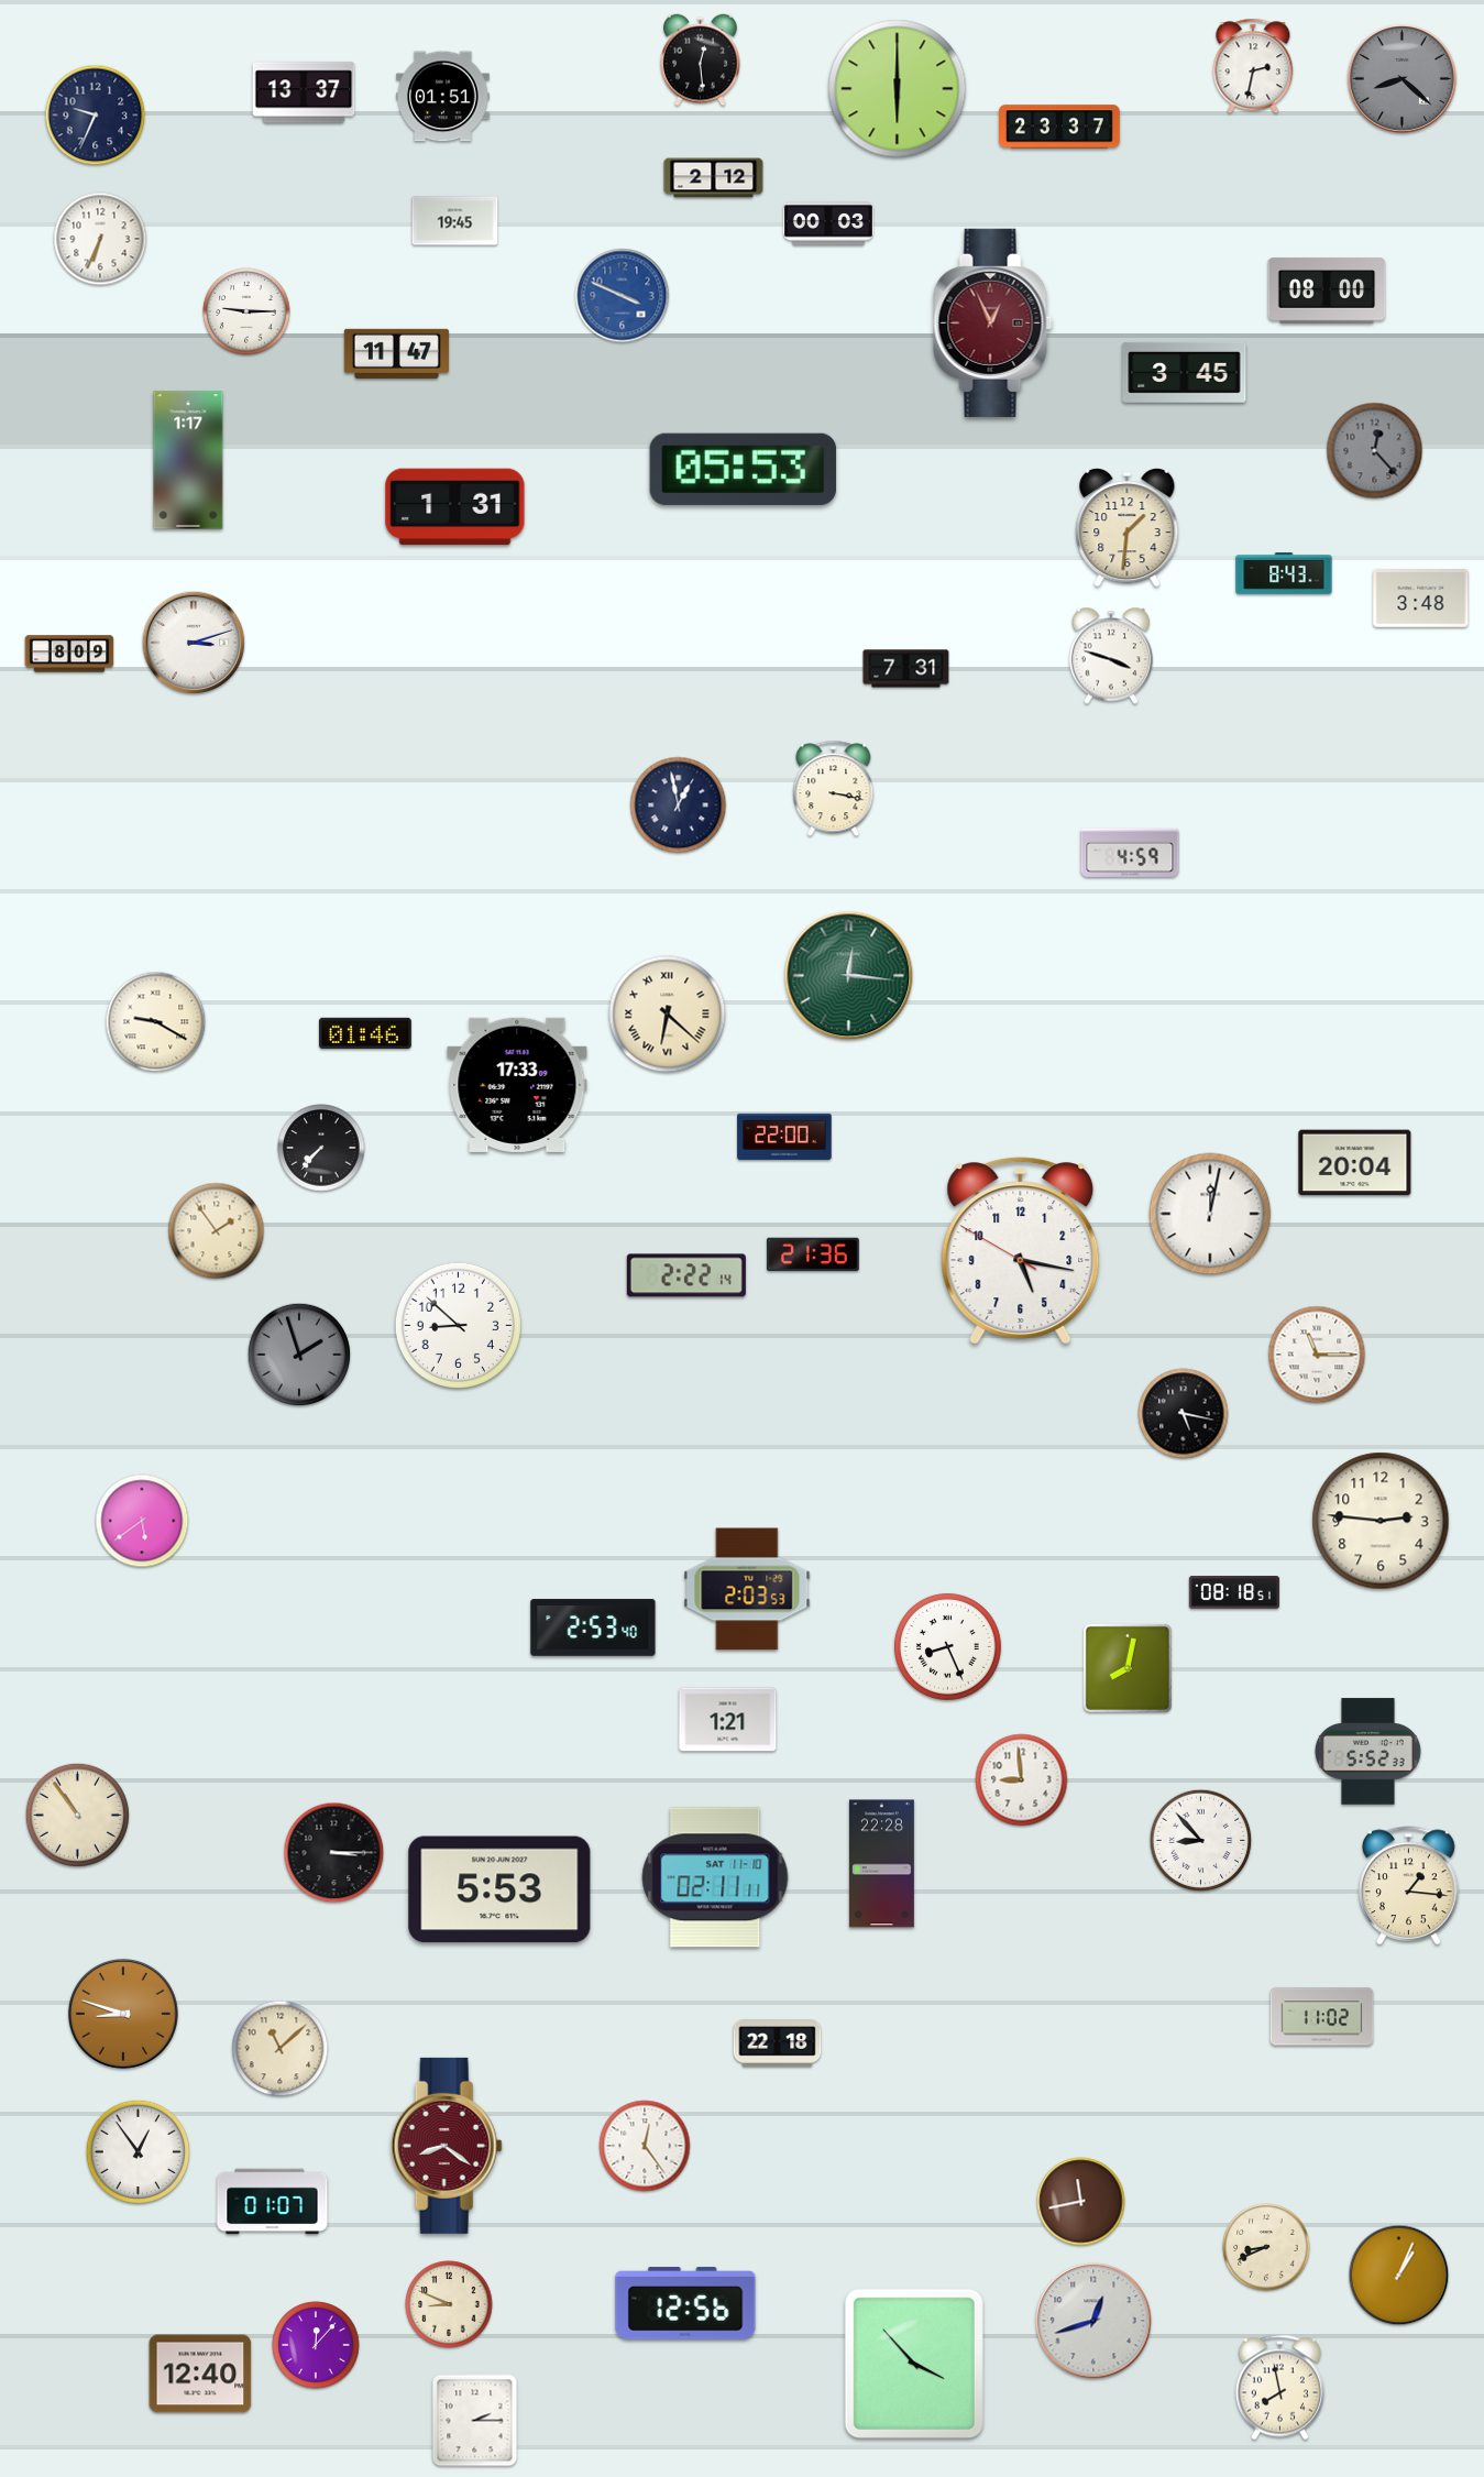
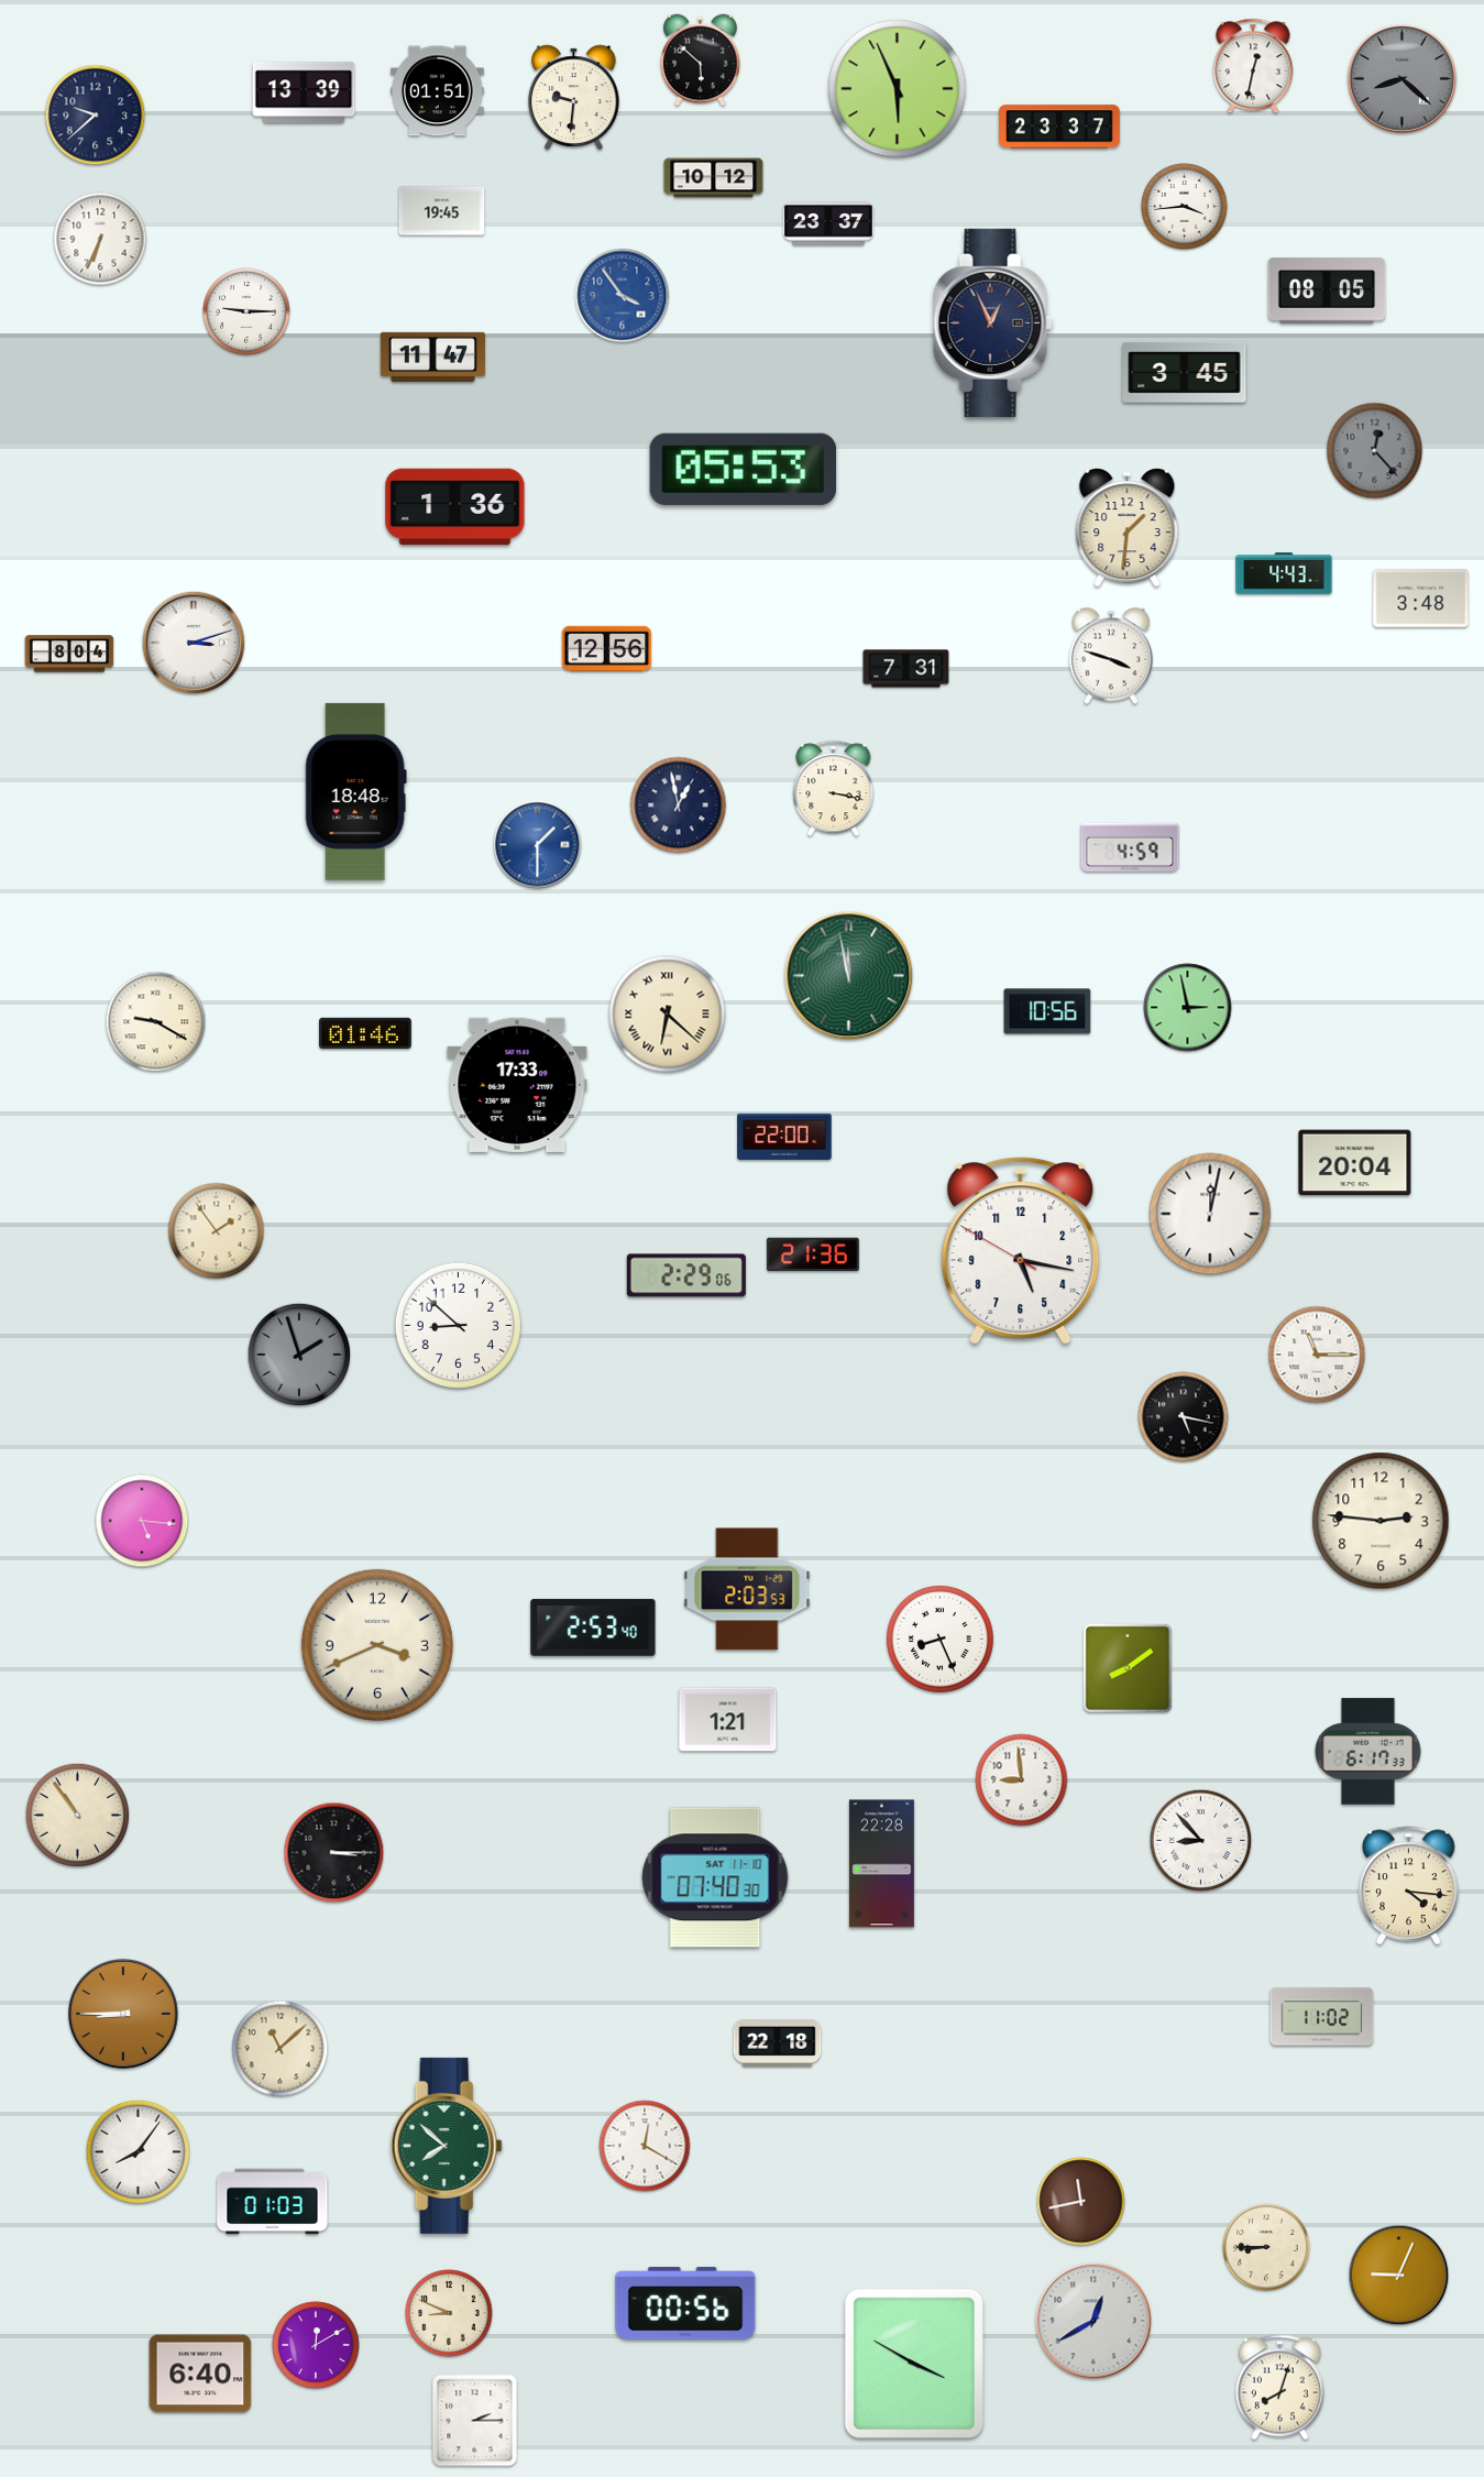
clock at (701, 61): 12:29 -> 5:52
clock at (1253, 66): 2:32 -> 12:32
clock at (898, 89): 6:00 -> 5:56
clock at (304, 92): 13:37 -> 13:39
clock at (443, 97) position: (443, 97) -> (438, 91)
clock at (574, 98): none -> 9:31
clock at (96, 116): 9:34 -> 9:38
clock at (714, 178): 2:12 -> 10:12
clock at (1185, 207): none -> 3:44
clock at (455, 221) position: (455, 221) -> (442, 211)
clock at (828, 223): 00:03 -> 23:37
clock at (1327, 291): 08:00 -> 08:05
clock at (623, 296): 3:49 -> 3:54
clock at (993, 322) dial: burgundy -> navy
clock at (396, 353) position: (396, 353) -> (432, 357)
clock at (188, 460): 1:17 -> none
clock at (455, 507): 1:31 -> 1:36
clock at (1284, 573): 8:43 -> 4:43
clock at (607, 649): none -> 12:56
clock at (69, 654): 8:09 -> 8:04
clock at (355, 791): none -> 18:48
clock at (538, 845): none -> 1:30
clock at (1130, 853) position: (1130, 853) -> (1130, 847)
clock at (849, 976): 12:16 -> 11:58
clock at (1188, 1008): none -> 2:58
clock at (1047, 1011): none -> 10:56
clock at (321, 1148): 7:37 -> none
clock at (686, 1275): 2:22 -> 2:29
clock at (1184, 1414) position: (1184, 1414) -> (1184, 1417)
clock at (142, 1521): 5:39 -> 5:16
clock at (1234, 1592): 08:18 -> none
clock at (377, 1645): none -> 3:41
clock at (947, 1646) position: (947, 1646) -> (939, 1638)
clock at (1128, 1668): 8:02 -> 8:09
clock at (1368, 1752): 5:52 -> 6:17
clock at (715, 1877): 02:11 -> 07:40
clock at (1409, 1885): 1:16 -> 4:16
clock at (499, 1889): 5:53 -> none
clock at (123, 2014): 8:48 -> 8:45
clock at (447, 2146): 8:21 -> 7:52
clock at (447, 2146) dial: burgundy -> green
clock at (645, 2146): 12:24 -> 12:20
clock at (138, 2151): 12:54 -> 8:06
clock at (273, 2202): 01:07 -> 01:03
clock at (1266, 2247): 8:41 -> 8:45
clock at (1399, 2276): 1:04 -> 9:04
clock at (685, 2303): 12:56 -> 00:56
clock at (449, 2304) position: (449, 2304) -> (449, 2313)
clock at (1093, 2321): 12:42 -> 12:40
clock at (316, 2345): 12:07 -> 12:10
clock at (914, 2364): 3:53 -> 3:50
clock at (200, 2374): 12:40 -> 6:40
clock at (1279, 2388): 7:58 -> 8:03
